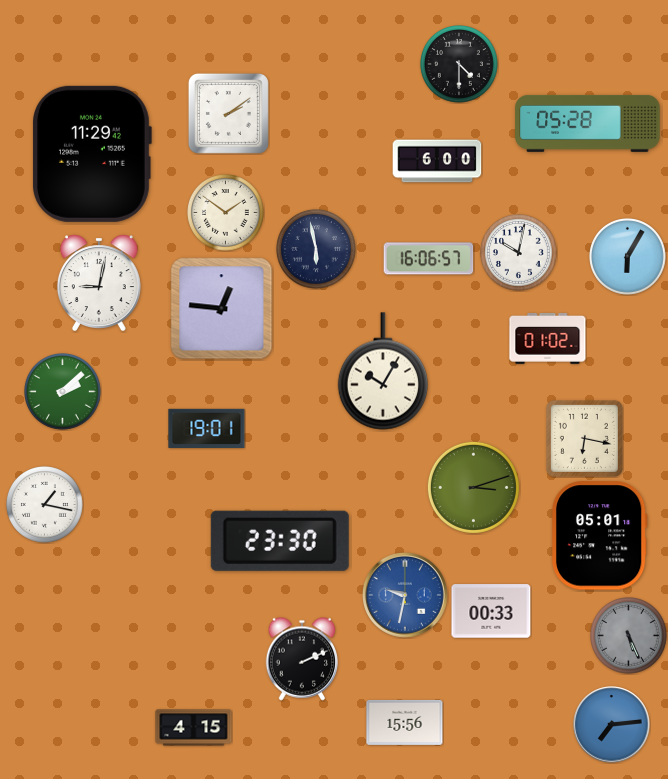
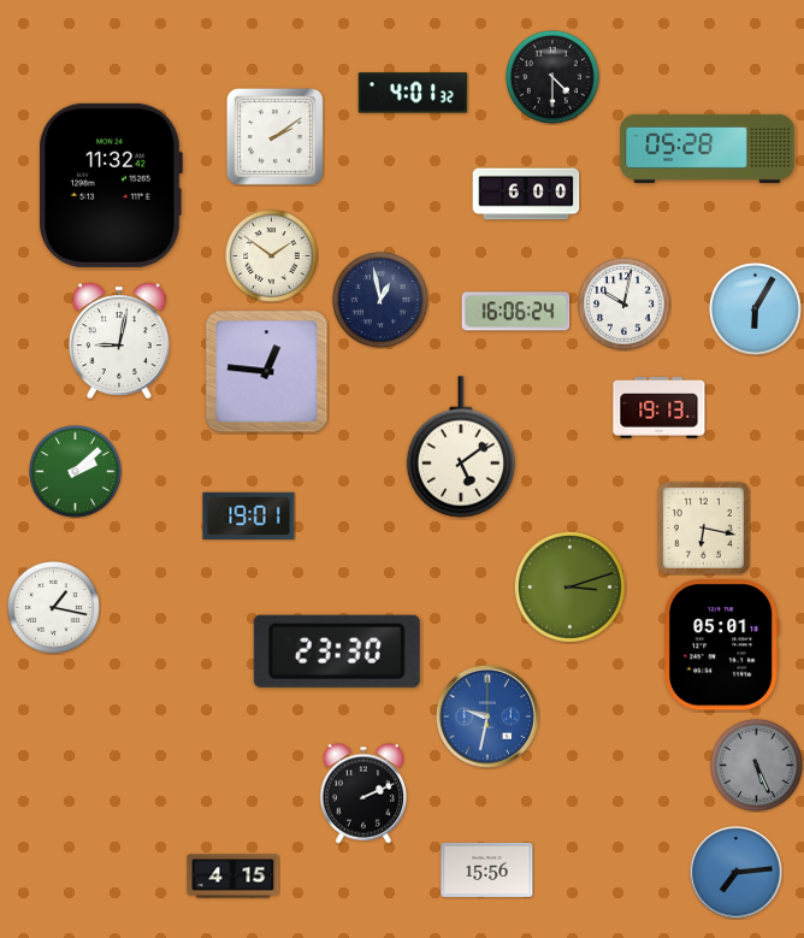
clock at (413, 93): none -> 4:01
clock at (92, 154): 11:29 -> 11:32
clock at (316, 249): 5:58 -> 12:58
clock at (429, 259): 16:06:57 -> 16:06:24
clock at (548, 338): 01:02 -> 19:13
clock at (383, 371): 10:05 -> 5:09
clock at (491, 611): 00:33 -> none
